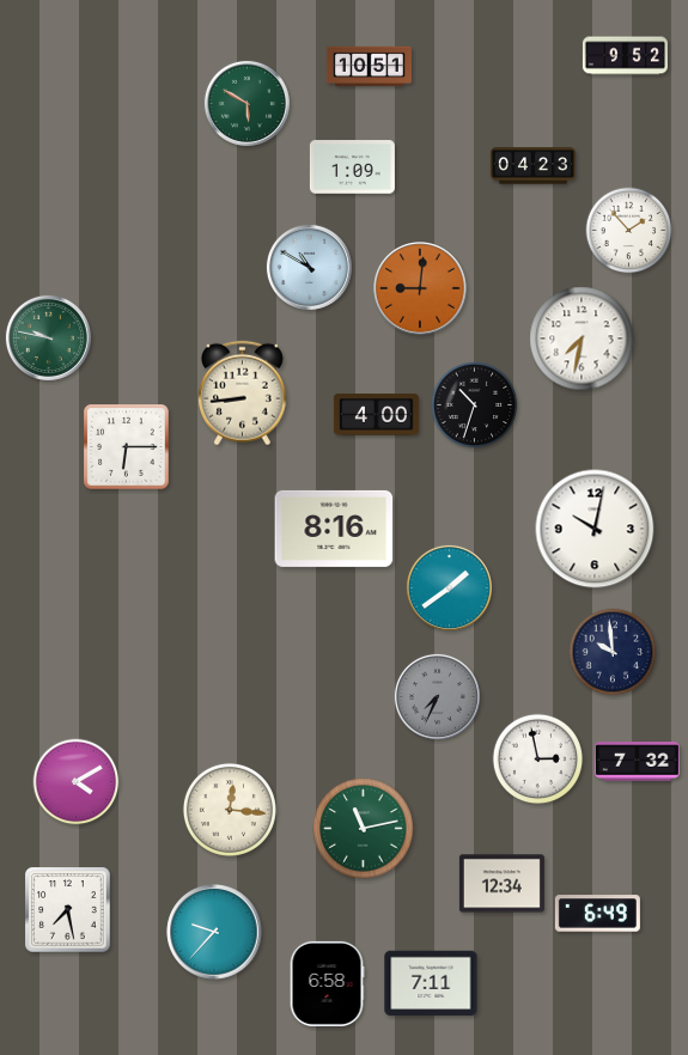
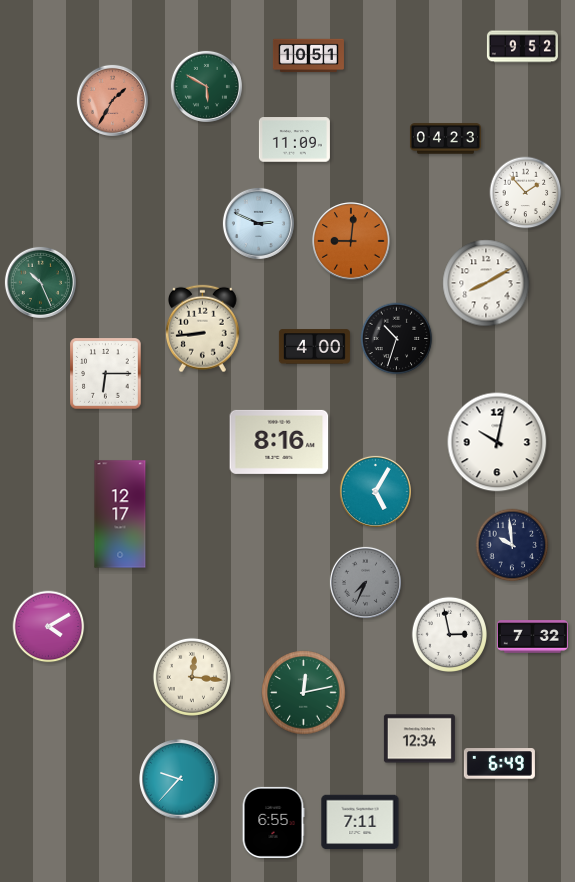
clock at (112, 100): none -> 1:35
clock at (352, 167): 1:09 -> 11:09
clock at (309, 267): 10:50 -> 2:49
clock at (48, 337): 9:47 -> 10:26
clock at (582, 339): 7:32 -> 8:10
clock at (449, 587): 1:39 -> 5:05
clock at (120, 514): none -> 12:17
clock at (77, 782) position: (77, 782) -> (49, 627)
clock at (364, 829): 11:13 -> 12:13
clock at (68, 910): 7:28 -> none
clock at (327, 983): 6:58 -> 6:55
